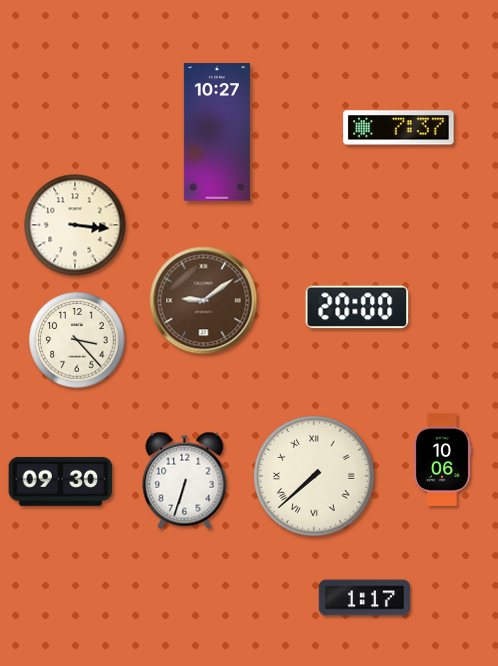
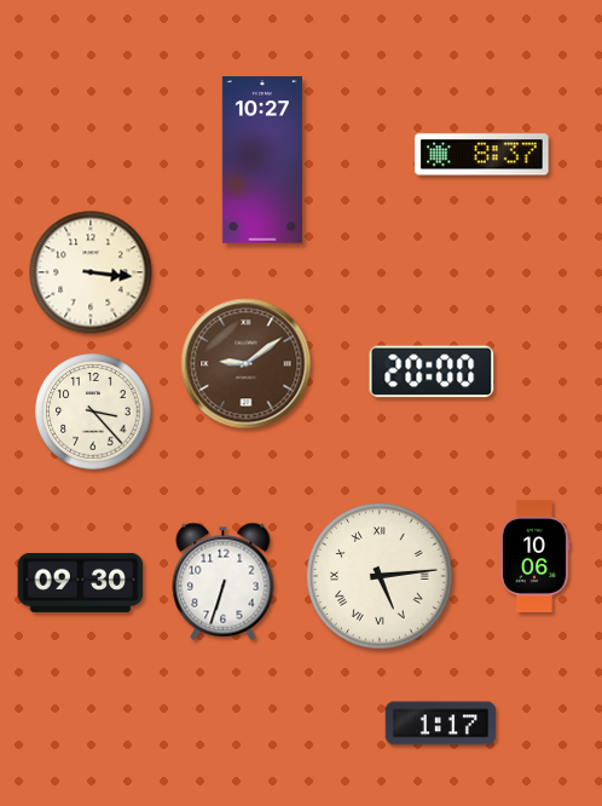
clock at (399, 128): 7:37 -> 8:37
clock at (314, 476): 7:38 -> 5:14
clock at (61, 481) position: (61, 481) -> (81, 582)
